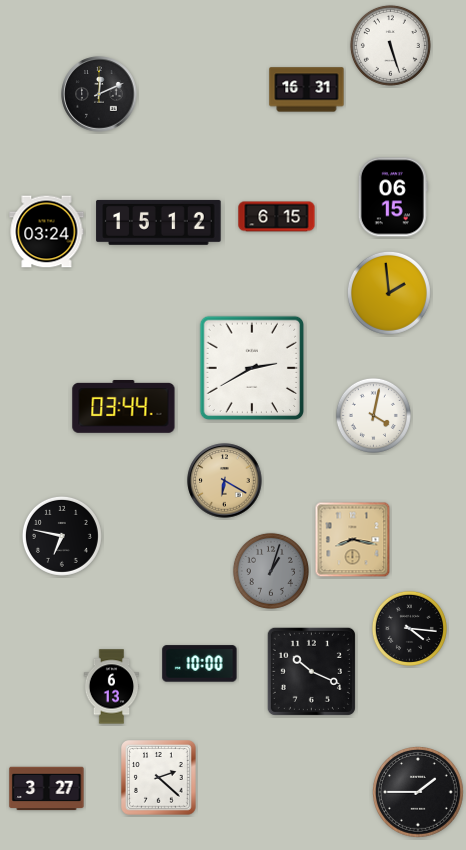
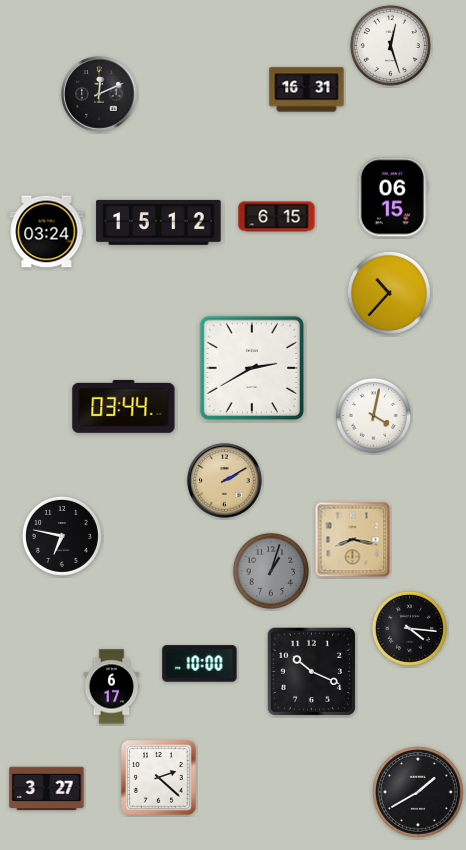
clock at (390, 45): 5:27 -> 12:27
clock at (389, 293): 1:59 -> 10:37
clock at (225, 481): 6:20 -> 2:10
clock at (112, 687): 6:13 -> 6:17
clock at (419, 793): 1:45 -> 1:40
